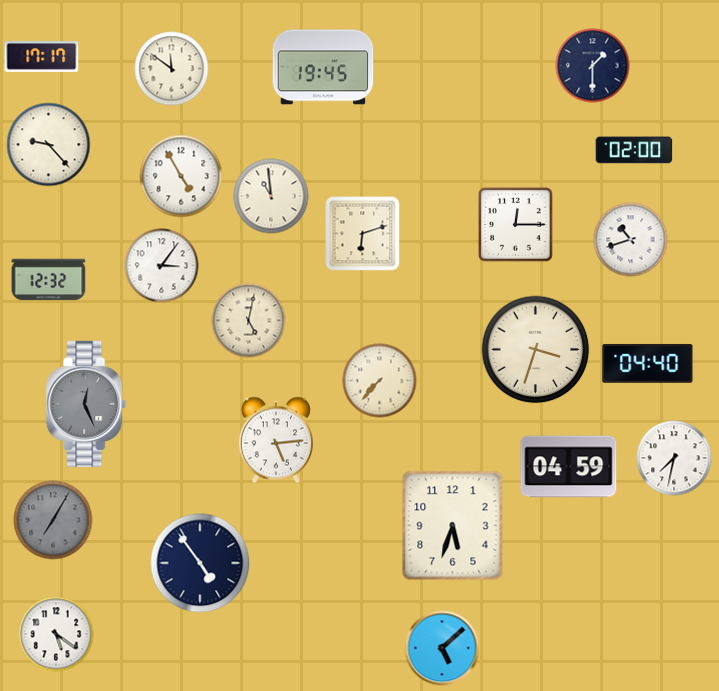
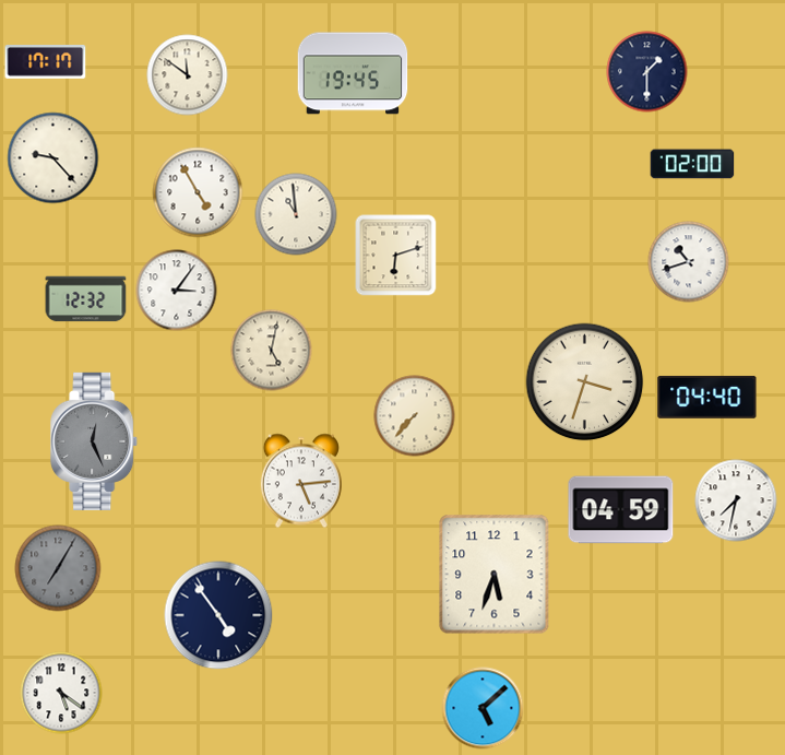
clock at (516, 225): 12:15 -> none
clock at (49, 280) position: (49, 280) -> (86, 299)
